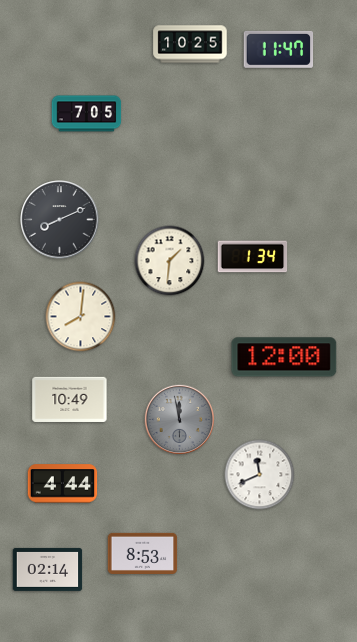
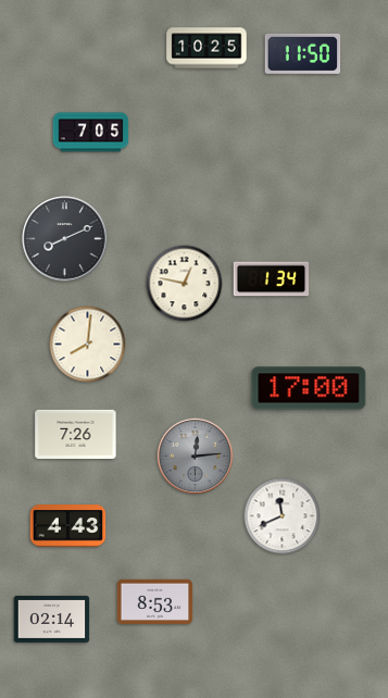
clock at (279, 49): 11:47 -> 11:50
clock at (87, 114) position: (87, 114) -> (91, 133)
clock at (253, 257) position: (253, 257) -> (272, 279)
clock at (170, 261): 1:31 -> 12:47
clock at (284, 357): 12:00 -> 17:00
clock at (70, 399): 10:49 -> 7:26
clock at (179, 419): 11:58 -> 12:14
clock at (63, 484): 4:44 -> 4:43
